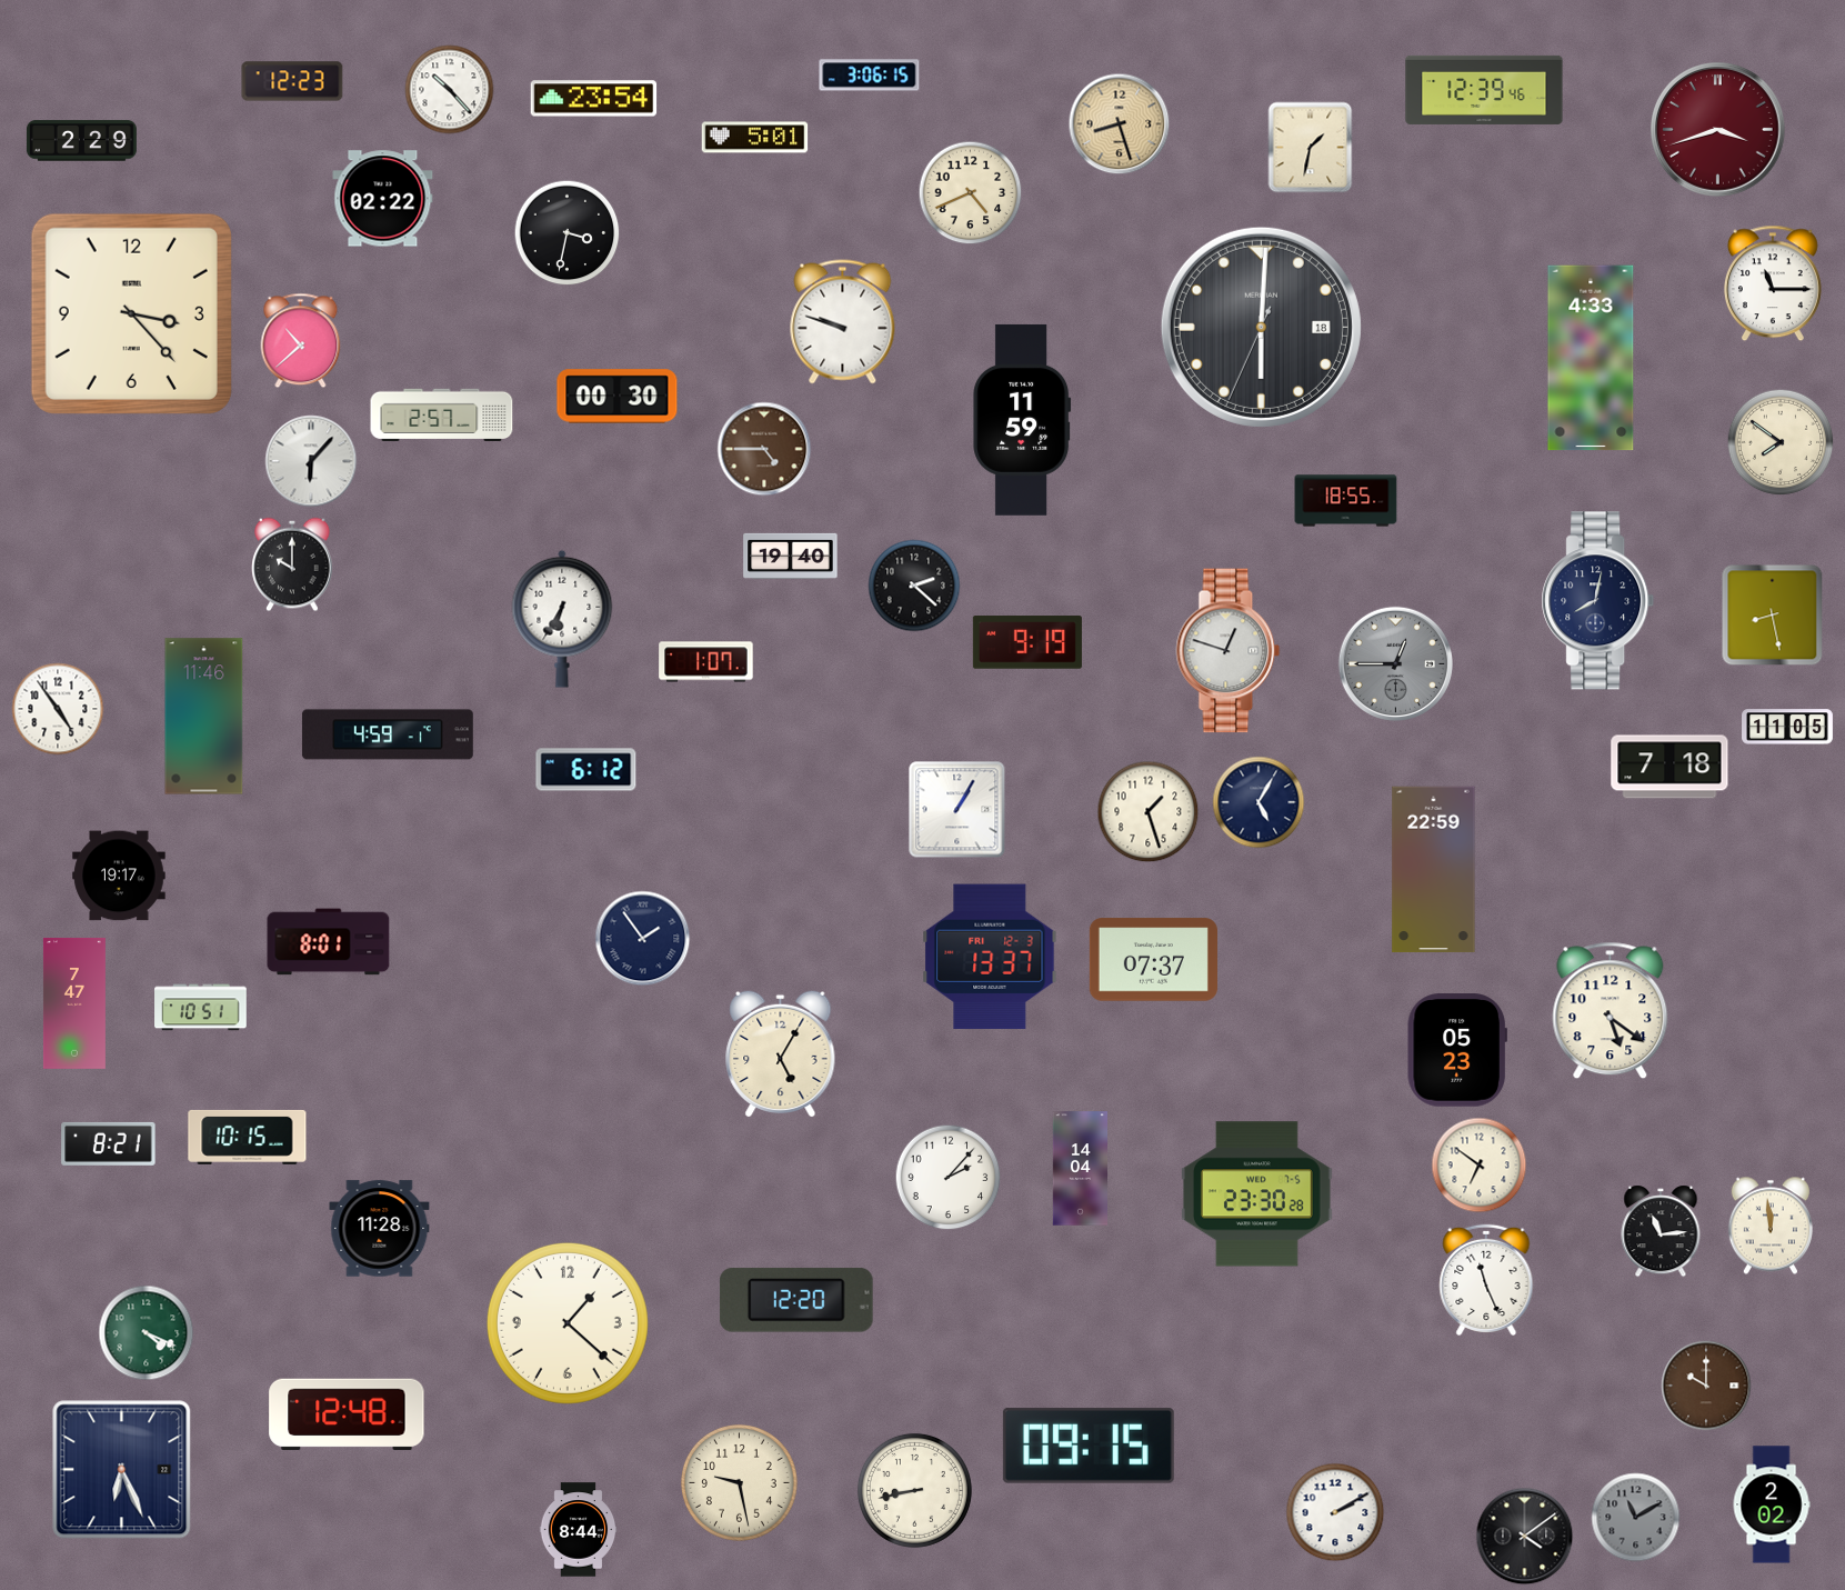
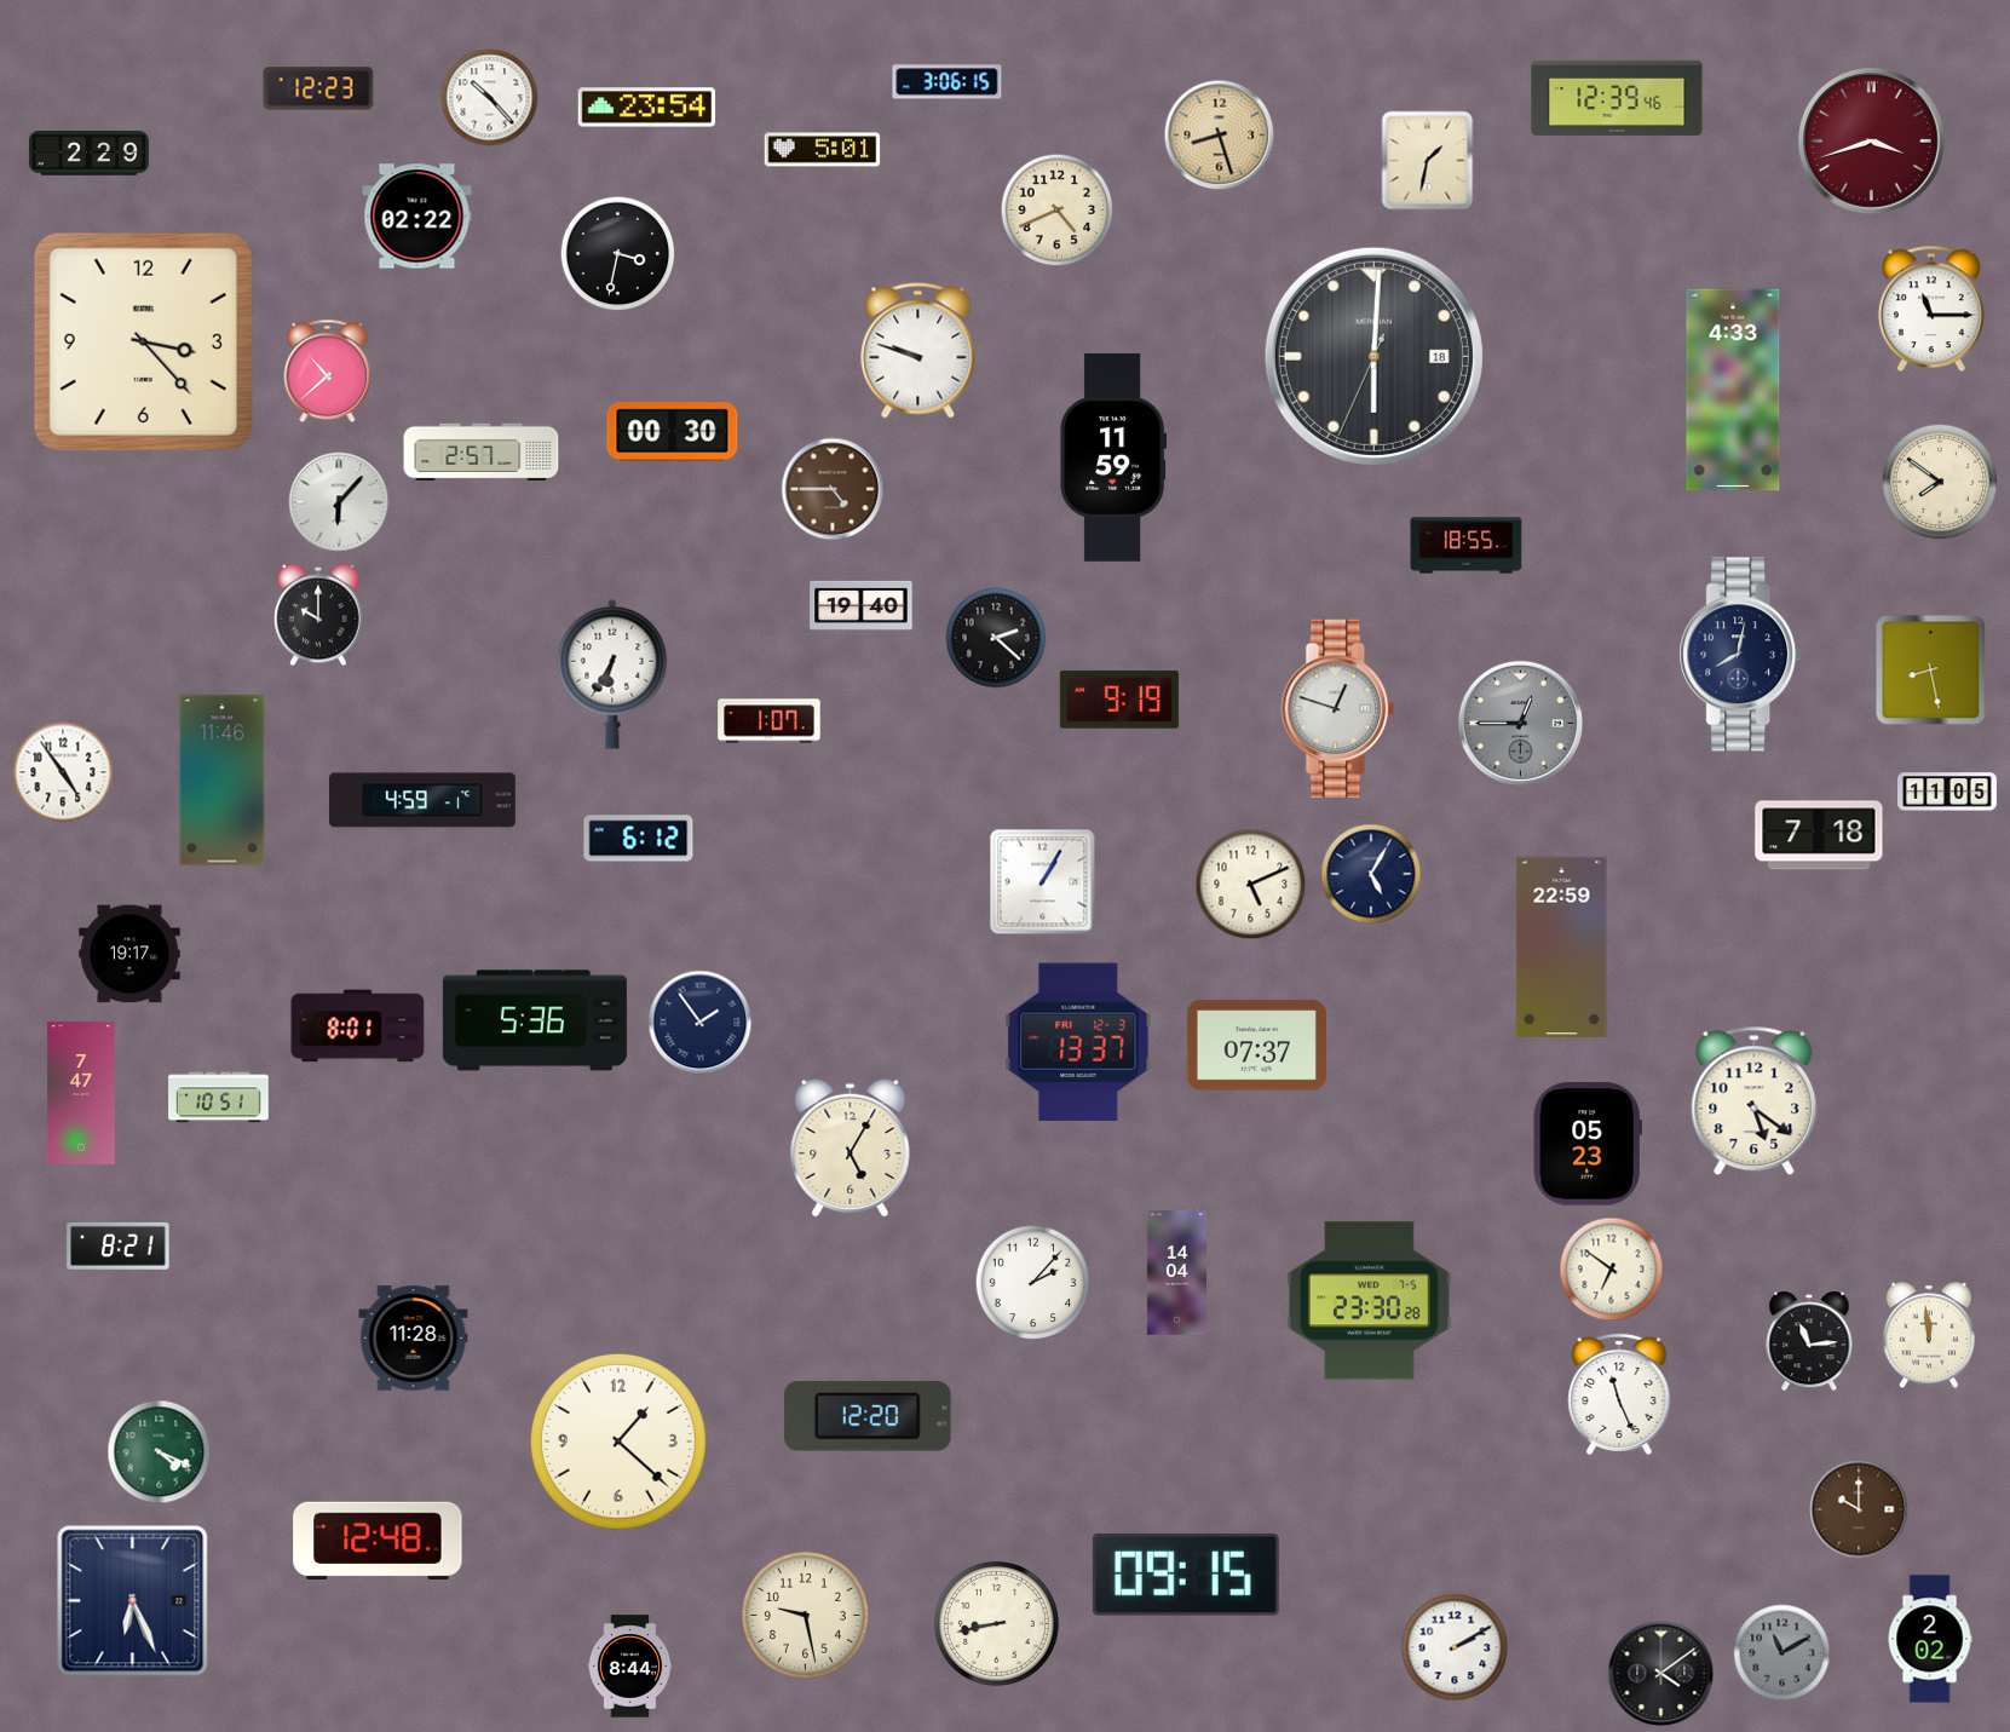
clock at (1149, 812): 1:27 -> 5:11
clock at (535, 1020): none -> 5:36
clock at (248, 1137): 10:15 -> none
